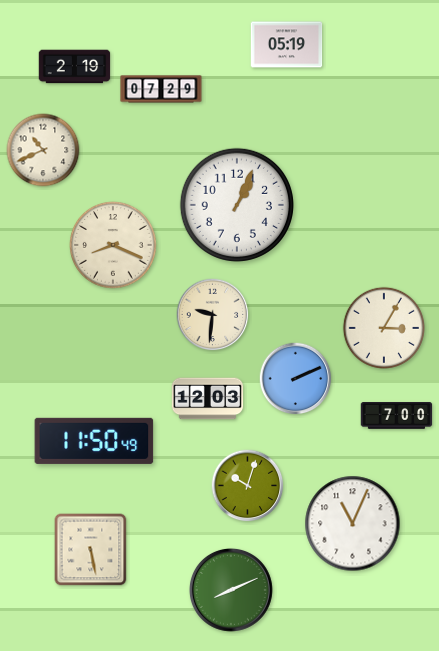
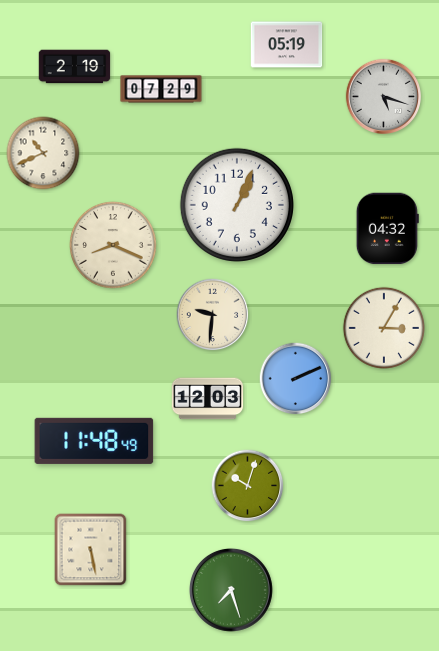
clock at (383, 96): none -> 5:18
clock at (43, 150) position: (43, 150) -> (43, 153)
clock at (387, 229): none -> 04:32
clock at (397, 416): 7:00 -> none
clock at (94, 441): 11:50 -> 11:48
clock at (353, 524): 11:04 -> none
clock at (231, 590): 8:11 -> 7:27
